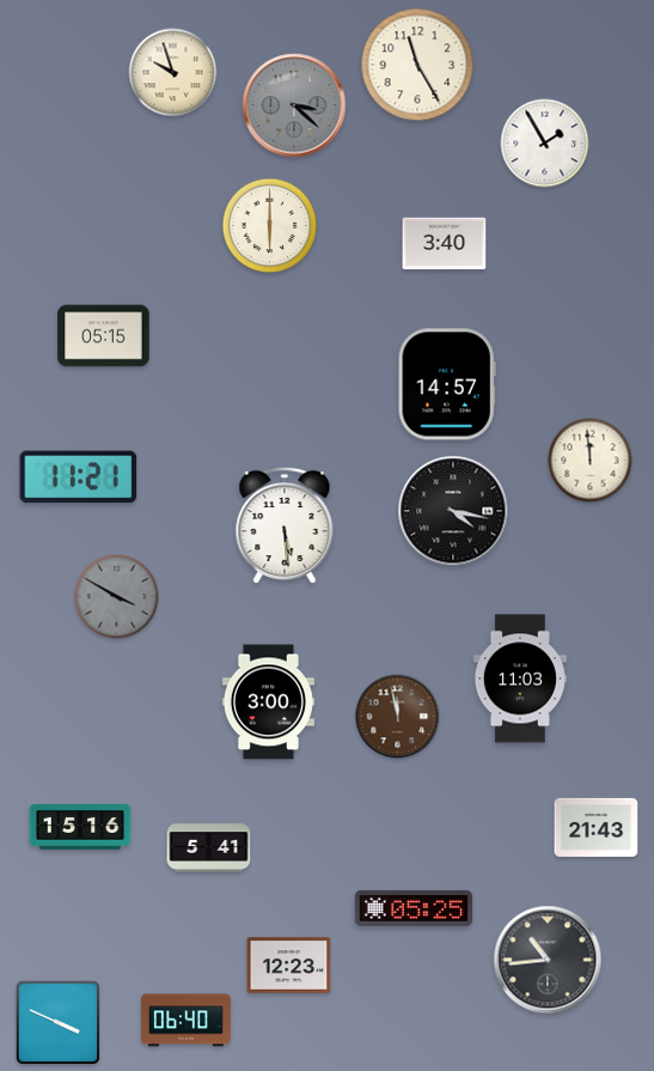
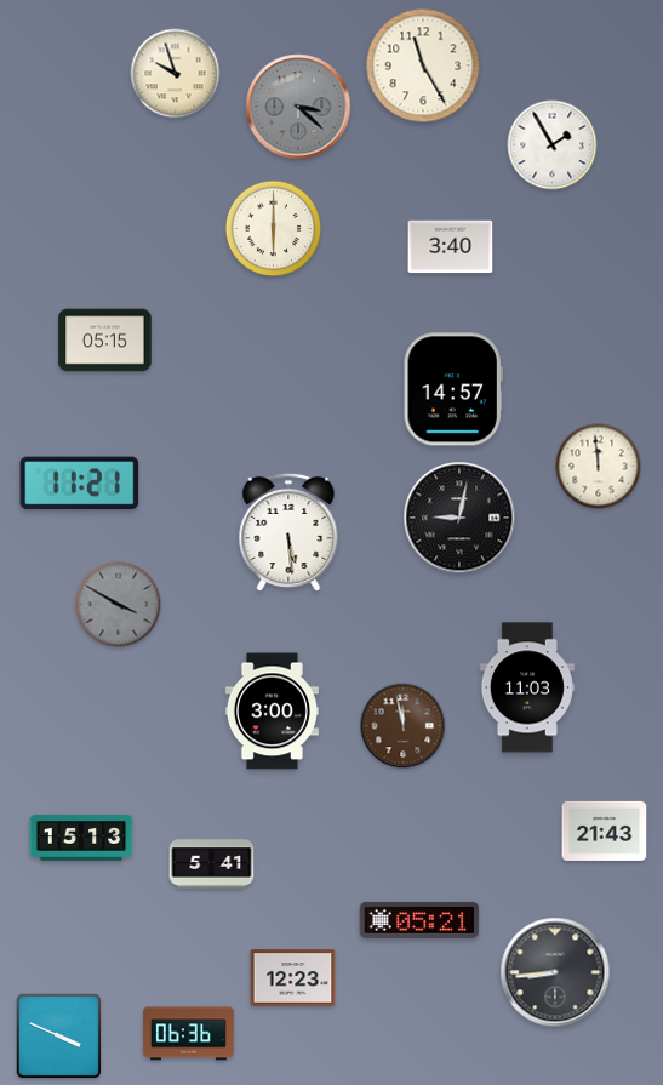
clock at (453, 511): 4:17 -> 9:02
clock at (597, 827) position: (597, 827) -> (605, 830)
clock at (80, 828): 15:16 -> 15:13
clock at (209, 848) position: (209, 848) -> (212, 864)
clock at (414, 908): 05:25 -> 05:21
clock at (548, 960): 10:44 -> 8:44
clock at (187, 1021): 06:40 -> 06:36
